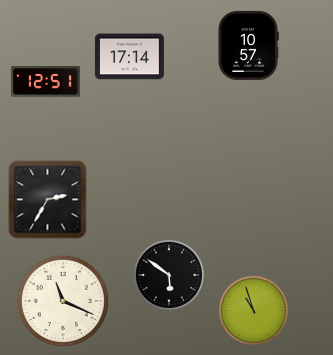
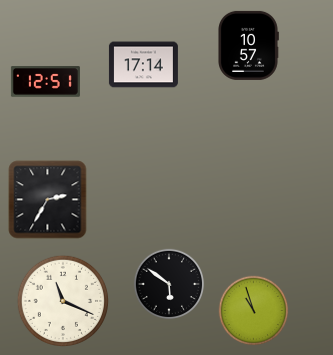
clock at (129, 57) position: (129, 57) -> (143, 65)
clock at (169, 275) position: (169, 275) -> (169, 284)
